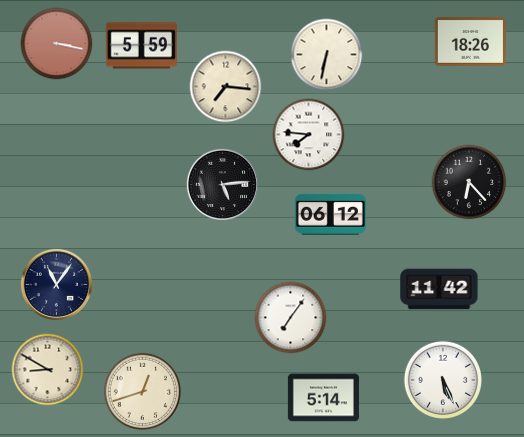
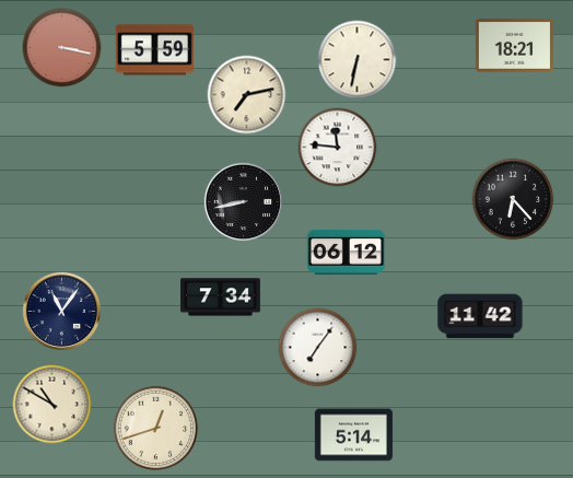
clock at (470, 42): 18:26 -> 18:21
clock at (226, 87): 7:16 -> 7:13
clock at (309, 135): 7:46 -> 11:46
clock at (222, 184): 5:14 -> 8:43
clock at (330, 214) position: (330, 214) -> (346, 252)
clock at (221, 298): none -> 7:34
clock at (48, 370): 8:50 -> 10:50
clock at (442, 379): 5:26 -> none
